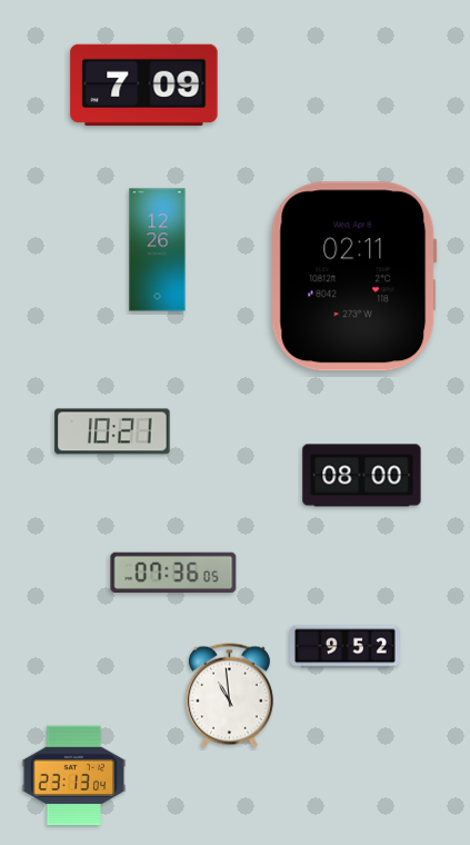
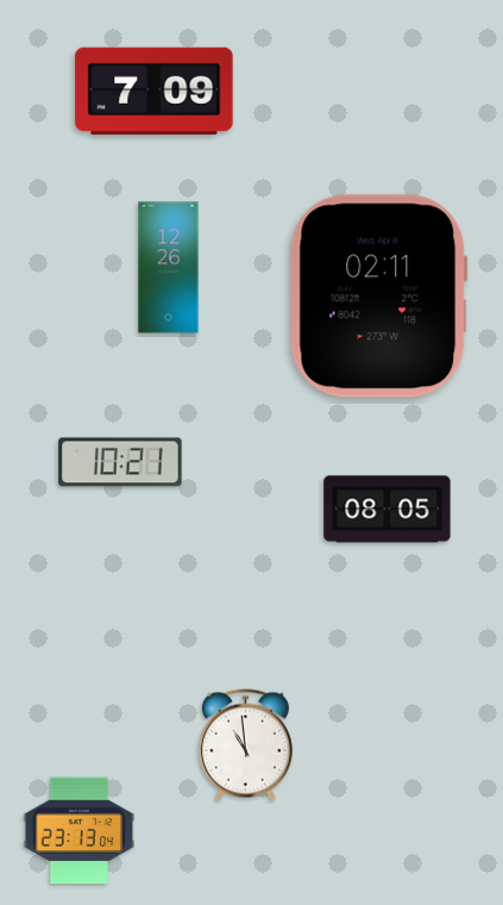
clock at (362, 476): 08:00 -> 08:05
clock at (173, 571): 07:36 -> none
clock at (344, 647): 9:52 -> none
